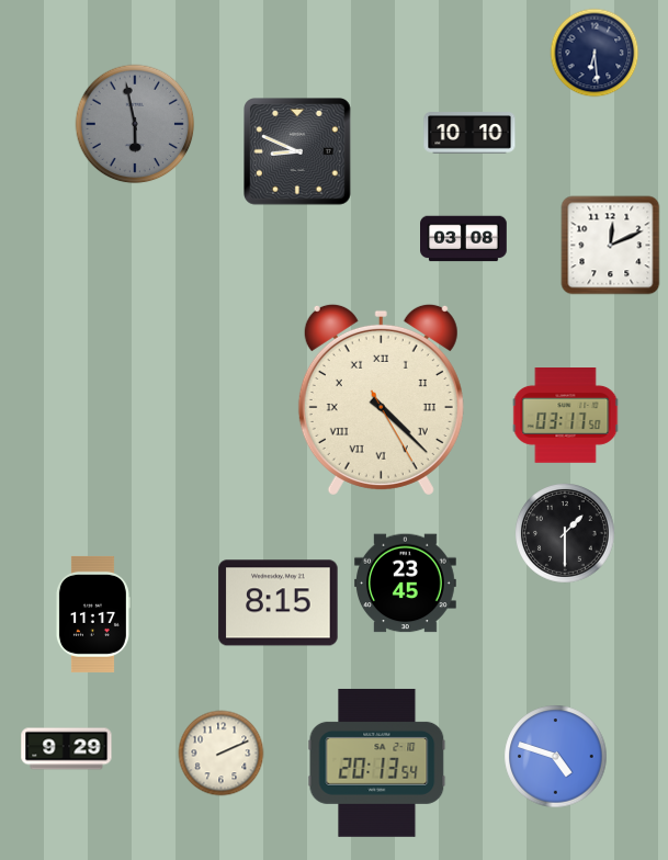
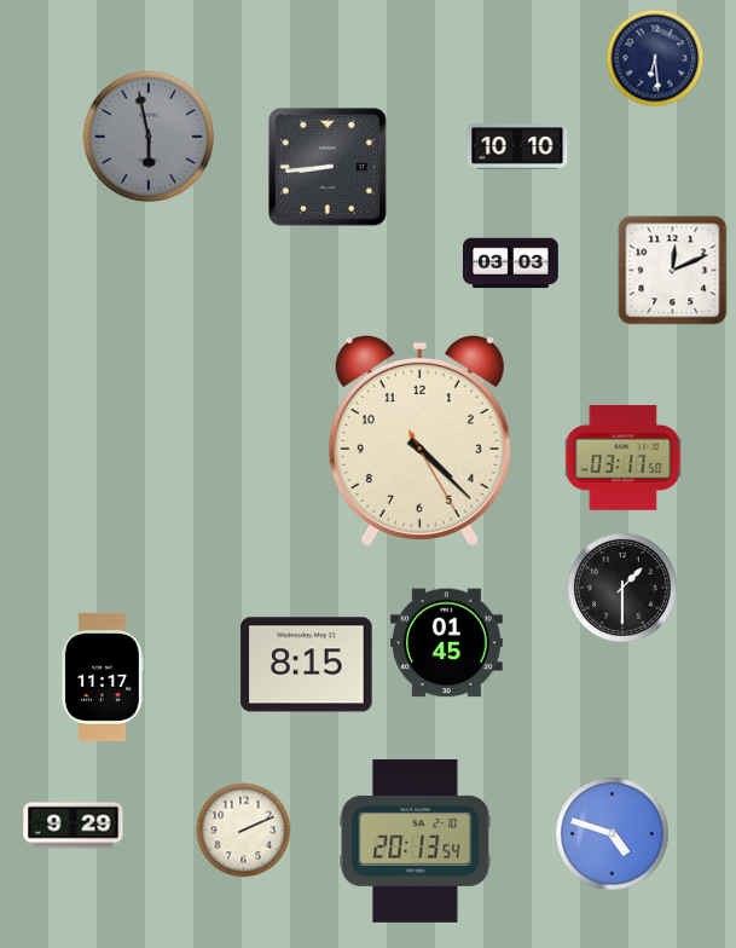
clock at (298, 152): 8:49 -> 8:44
clock at (464, 239): 03:08 -> 03:03
clock at (381, 399) numerals: Roman -> Arabic
clock at (406, 584): 23:45 -> 01:45
